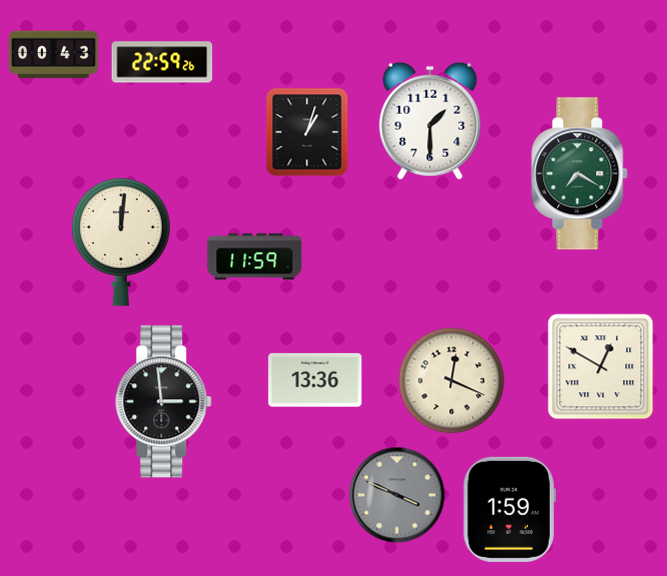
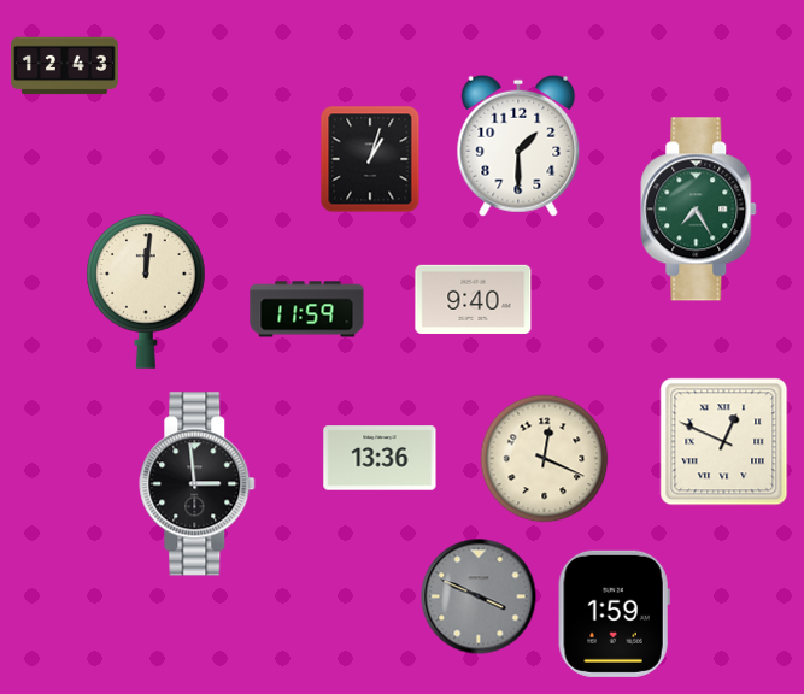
clock at (54, 55): 00:43 -> 12:43
clock at (162, 62): 22:59 -> none
clock at (580, 174): 7:20 -> 7:25
clock at (474, 299): none -> 9:40
clock at (601, 367): 12:50 -> 12:49
